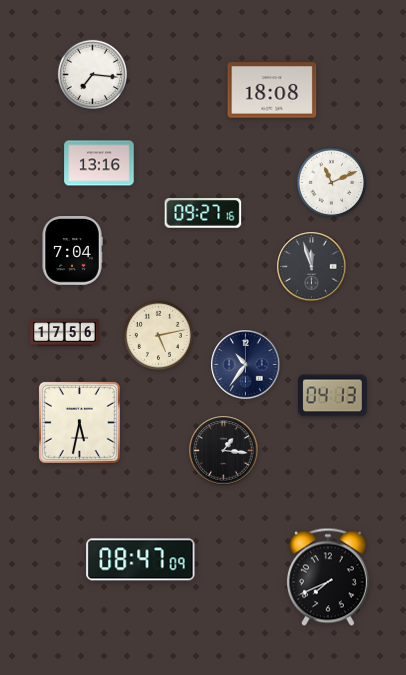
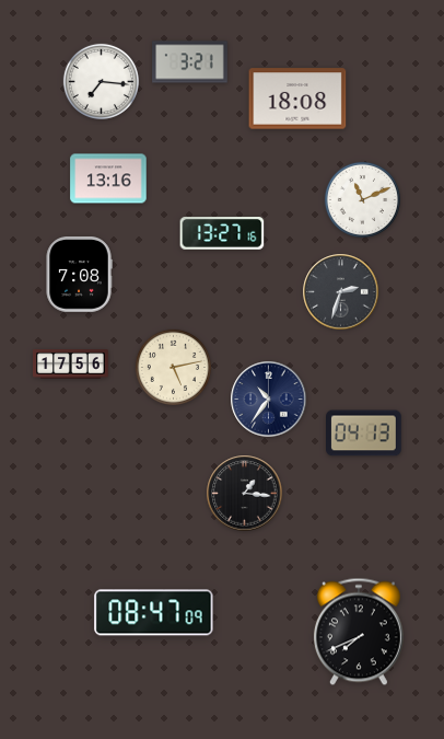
clock at (190, 62): none -> 3:21
clock at (203, 213): 09:27 -> 13:27
clock at (72, 251): 7:04 -> 7:08
clock at (312, 267): 11:57 -> 2:33
clock at (79, 422): 5:32 -> none
